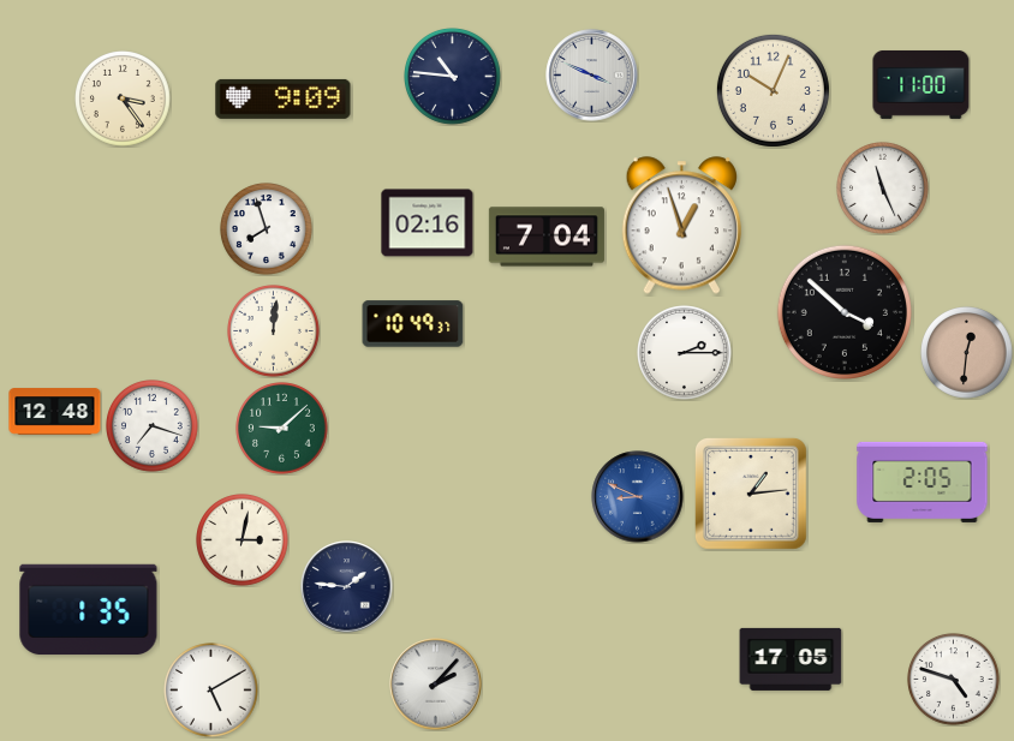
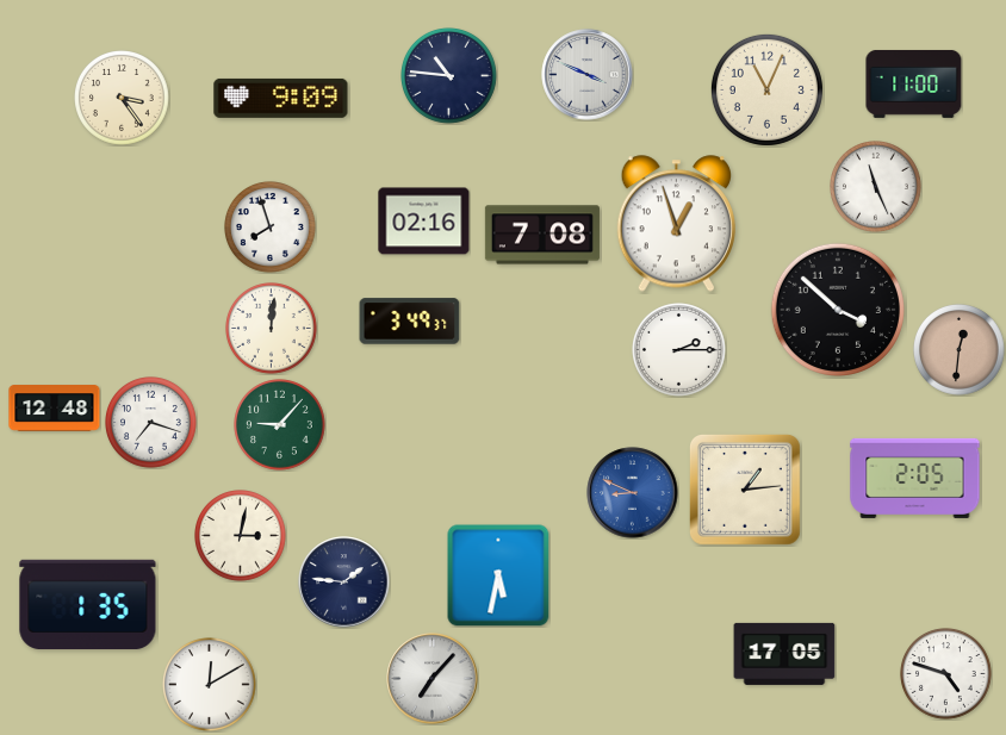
clock at (773, 90): 10:04 -> 11:04
clock at (267, 229) position: (267, 229) -> (271, 228)
clock at (547, 237): 7:04 -> 7:08
clock at (413, 324): 10:49 -> 3:49
clock at (282, 429): 9:08 -> 9:07
clock at (498, 575): none -> 5:32
clock at (436, 685): 2:07 -> 7:07
clock at (211, 691): 5:10 -> 12:10
